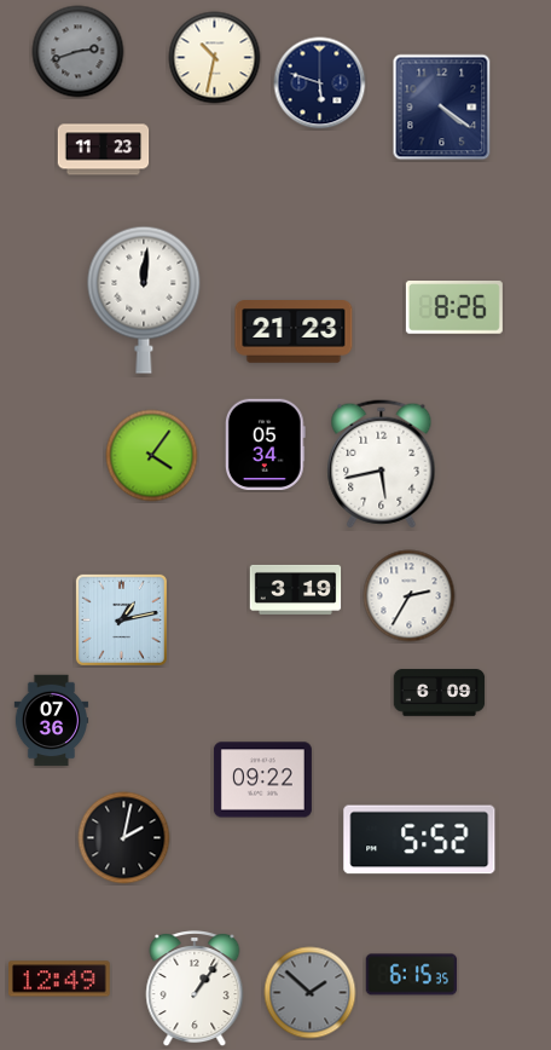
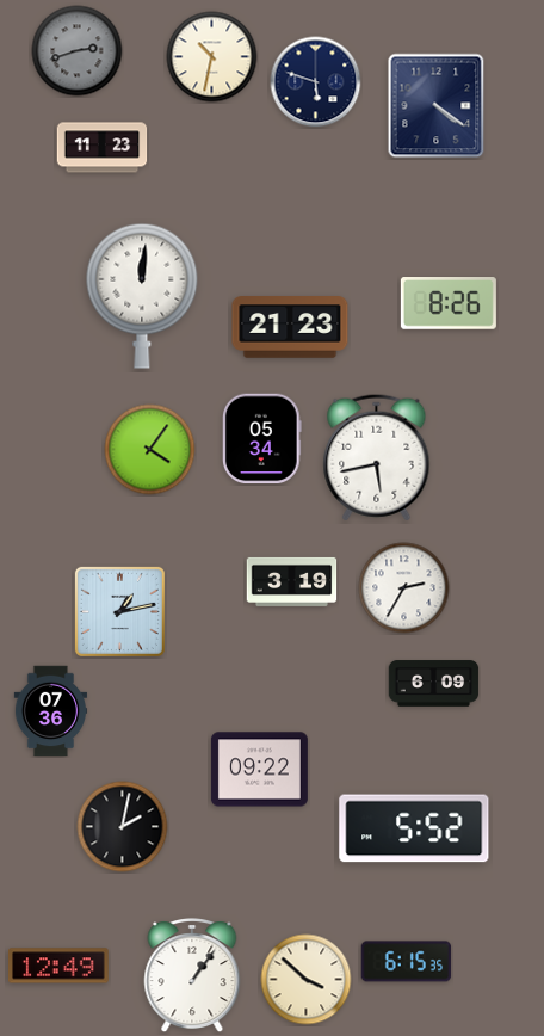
clock at (311, 993): 1:52 -> 3:52
clock at (311, 993) dial: grey -> cream
